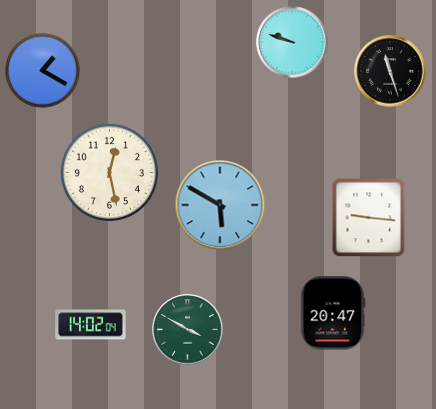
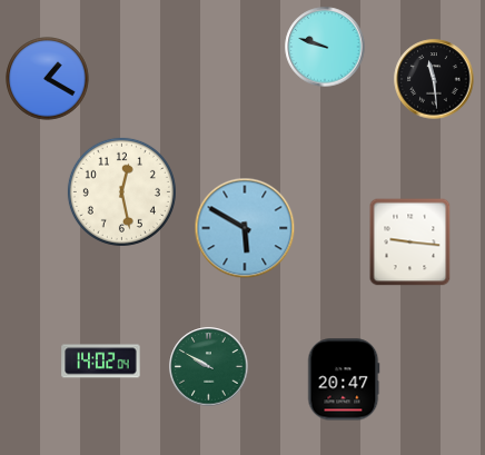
clock at (390, 71): 11:27 -> 11:29
clock at (333, 313) position: (333, 313) -> (344, 379)
clock at (188, 330): 3:50 -> 9:50
